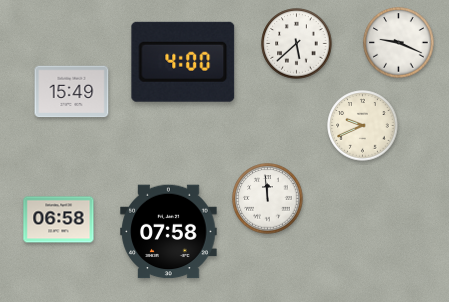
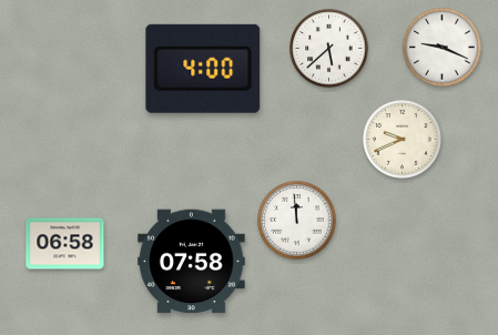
clock at (72, 92): 15:49 -> none
clock at (169, 232) position: (169, 232) -> (192, 262)
